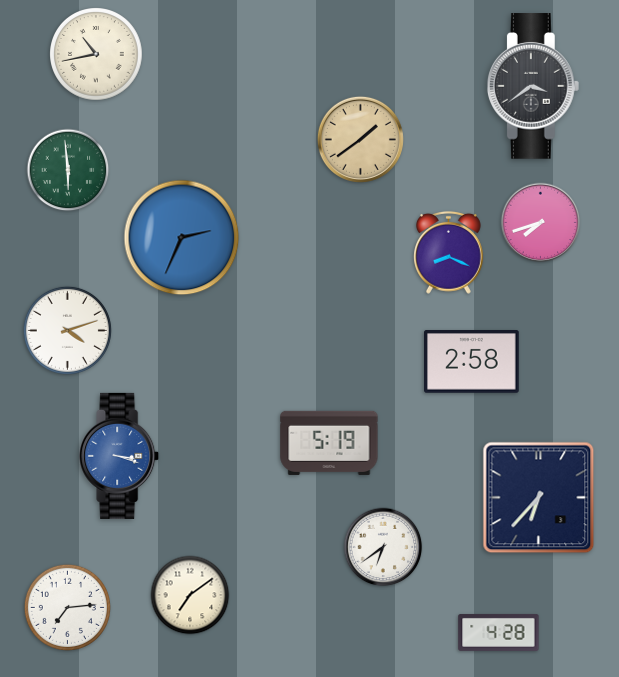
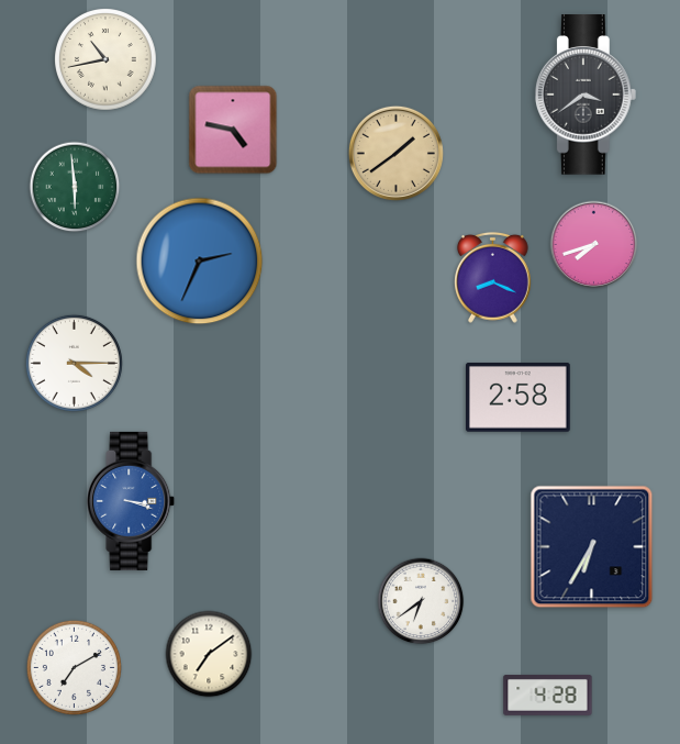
clock at (233, 130): none -> 4:47
clock at (67, 330): 4:12 -> 4:15
clock at (329, 443): 5:19 -> none
clock at (539, 498): 6:37 -> 6:35
clock at (67, 607): 7:14 -> 7:10
